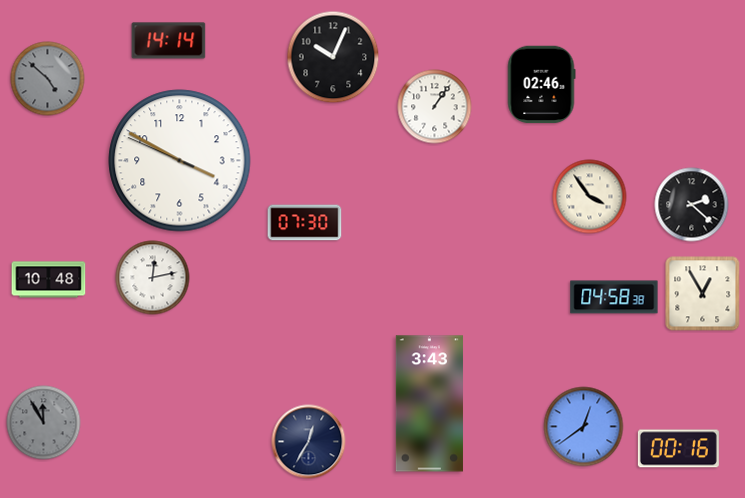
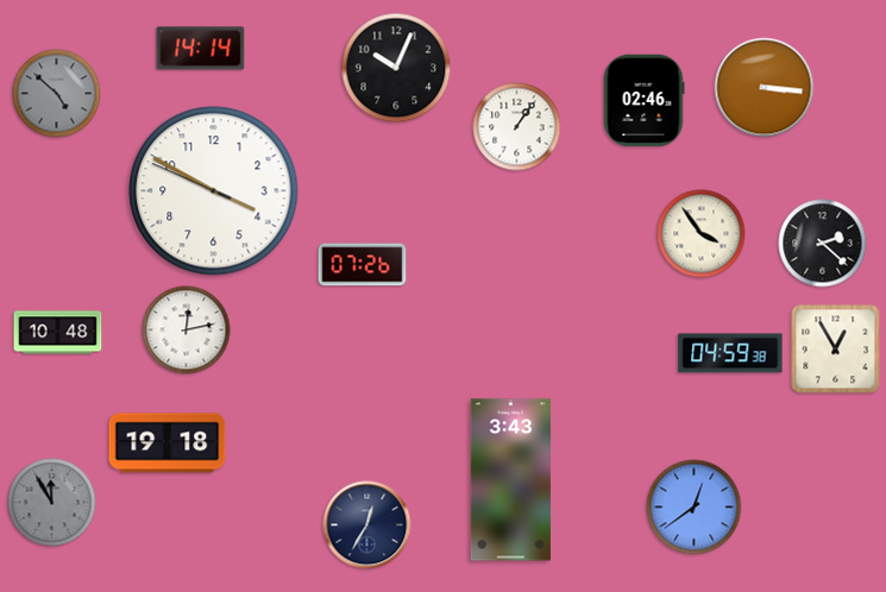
clock at (765, 88): none -> 3:16
clock at (305, 223): 07:30 -> 07:26
clock at (153, 278) position: (153, 278) -> (187, 330)
clock at (614, 297): 04:58 -> 04:59
clock at (168, 443): none -> 19:18
clock at (678, 449): 00:16 -> none
